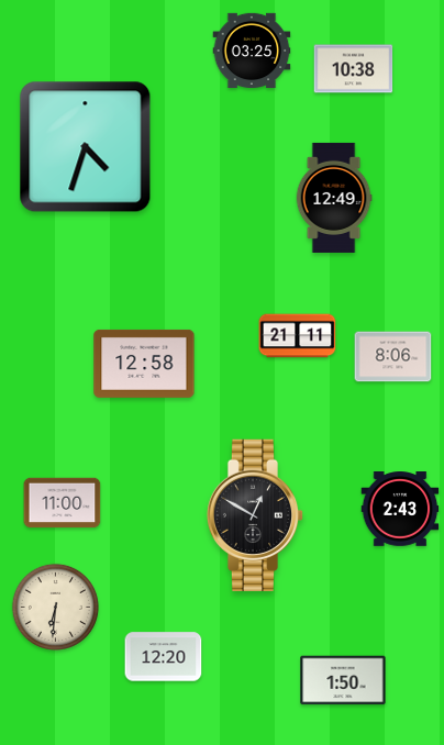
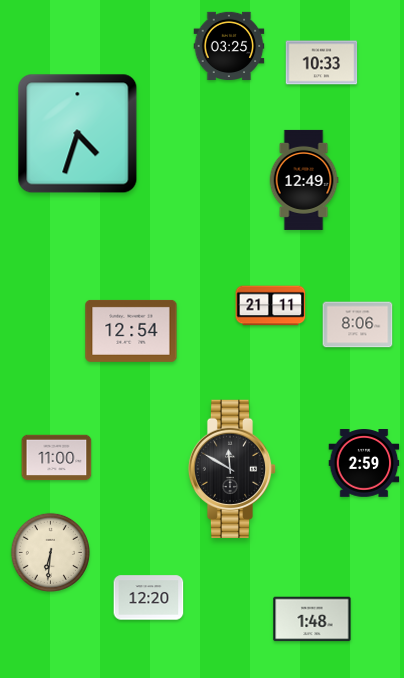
clock at (354, 69): 10:38 -> 10:33
clock at (144, 364): 12:58 -> 12:54
clock at (400, 509): 2:43 -> 2:59
clock at (255, 514): 12:50 -> 11:50
clock at (343, 680): 1:50 -> 1:48
